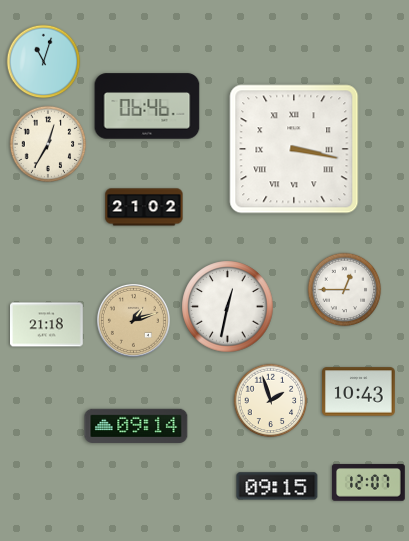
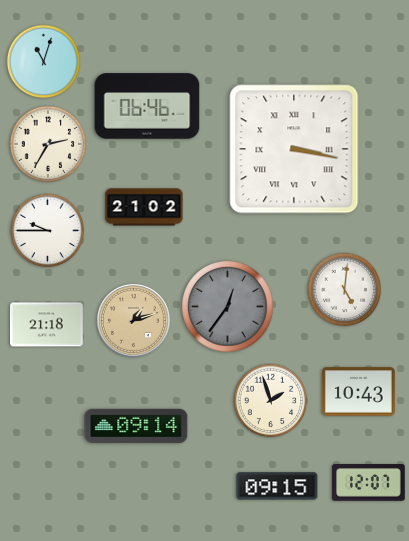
clock at (48, 144): 12:35 -> 2:35
clock at (48, 231): none -> 9:45
clock at (345, 290): 12:45 -> 5:01
clock at (228, 307): 12:32 -> 12:36
clock at (228, 307) dial: white -> grey
